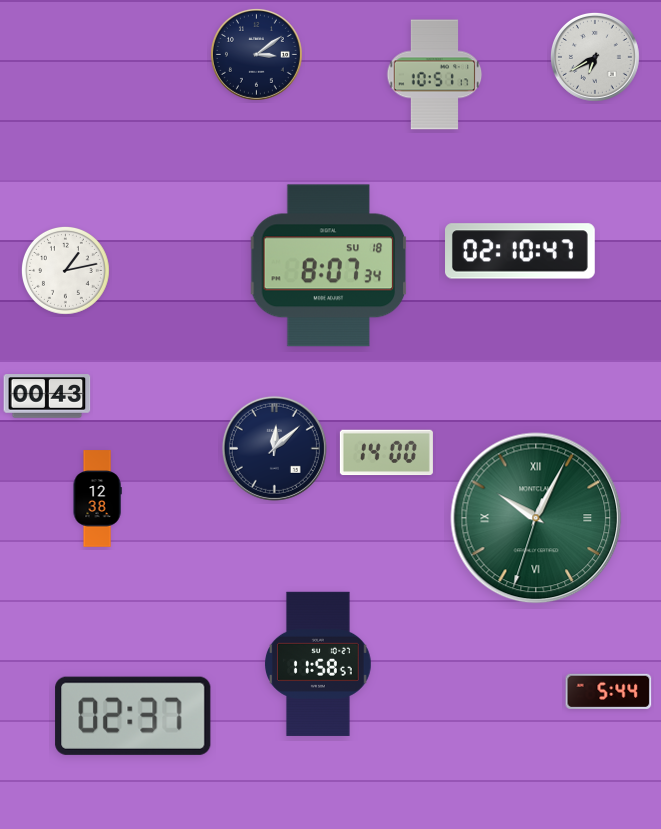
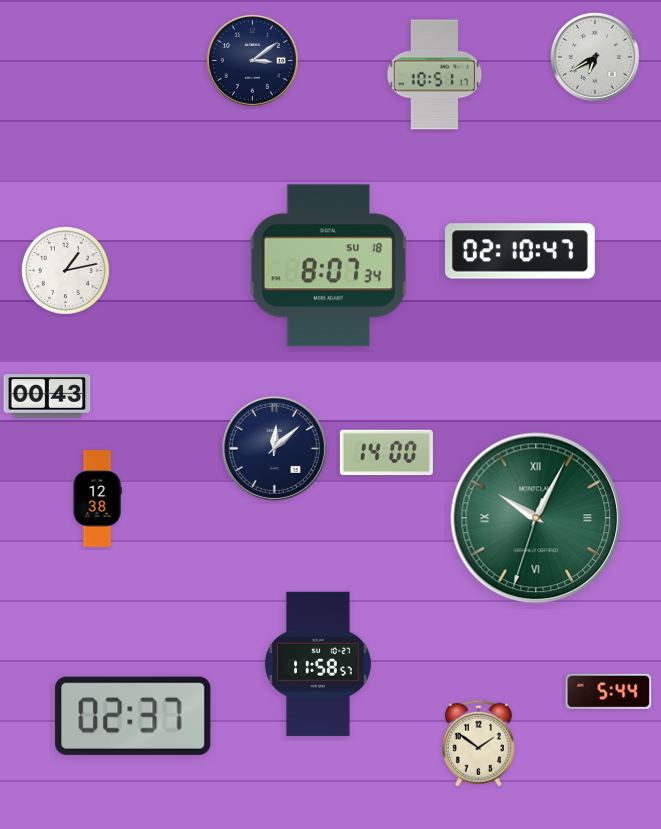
clock at (256, 54) position: (256, 54) -> (252, 60)
clock at (478, 743): none -> 1:51
